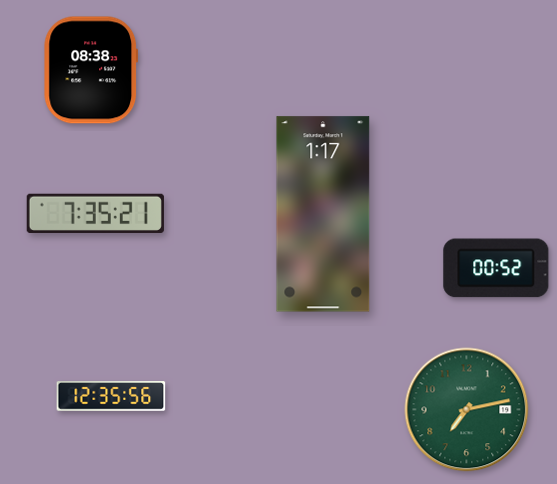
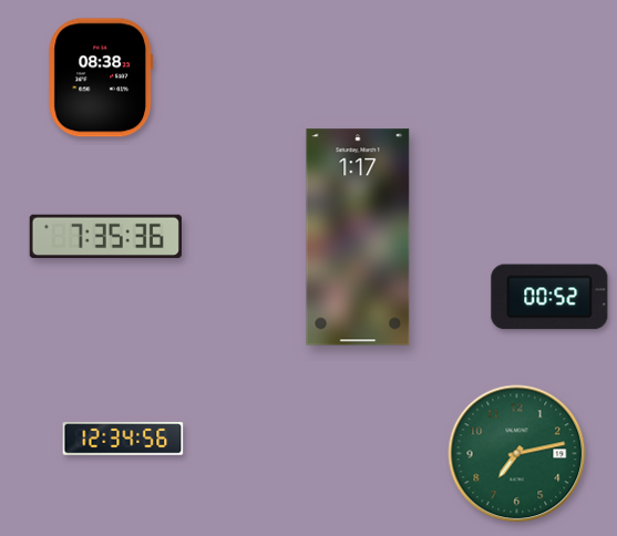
clock at (95, 213): 7:35:21 -> 7:35:36
clock at (111, 396): 12:35 -> 12:34
